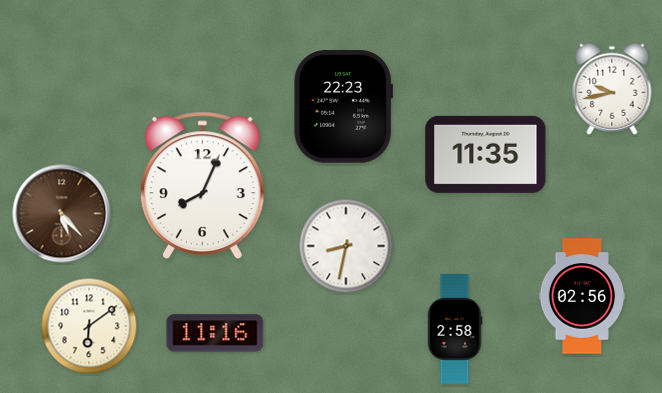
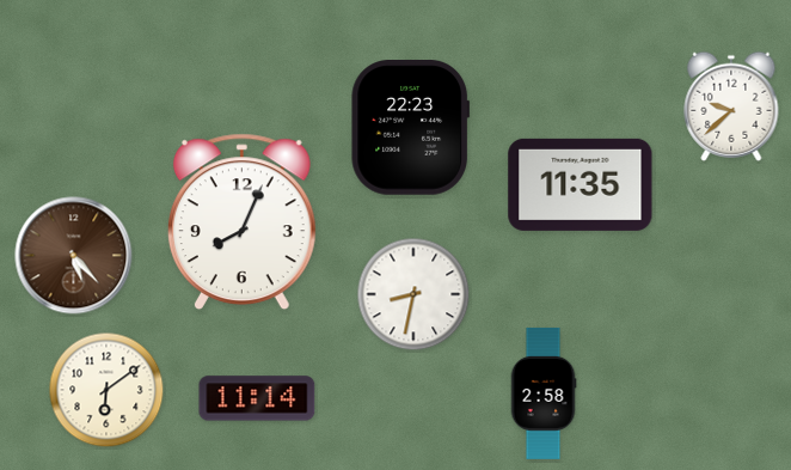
clock at (612, 89): 9:43 -> 9:38
clock at (582, 296): 02:56 -> none
clock at (215, 333): 11:16 -> 11:14
